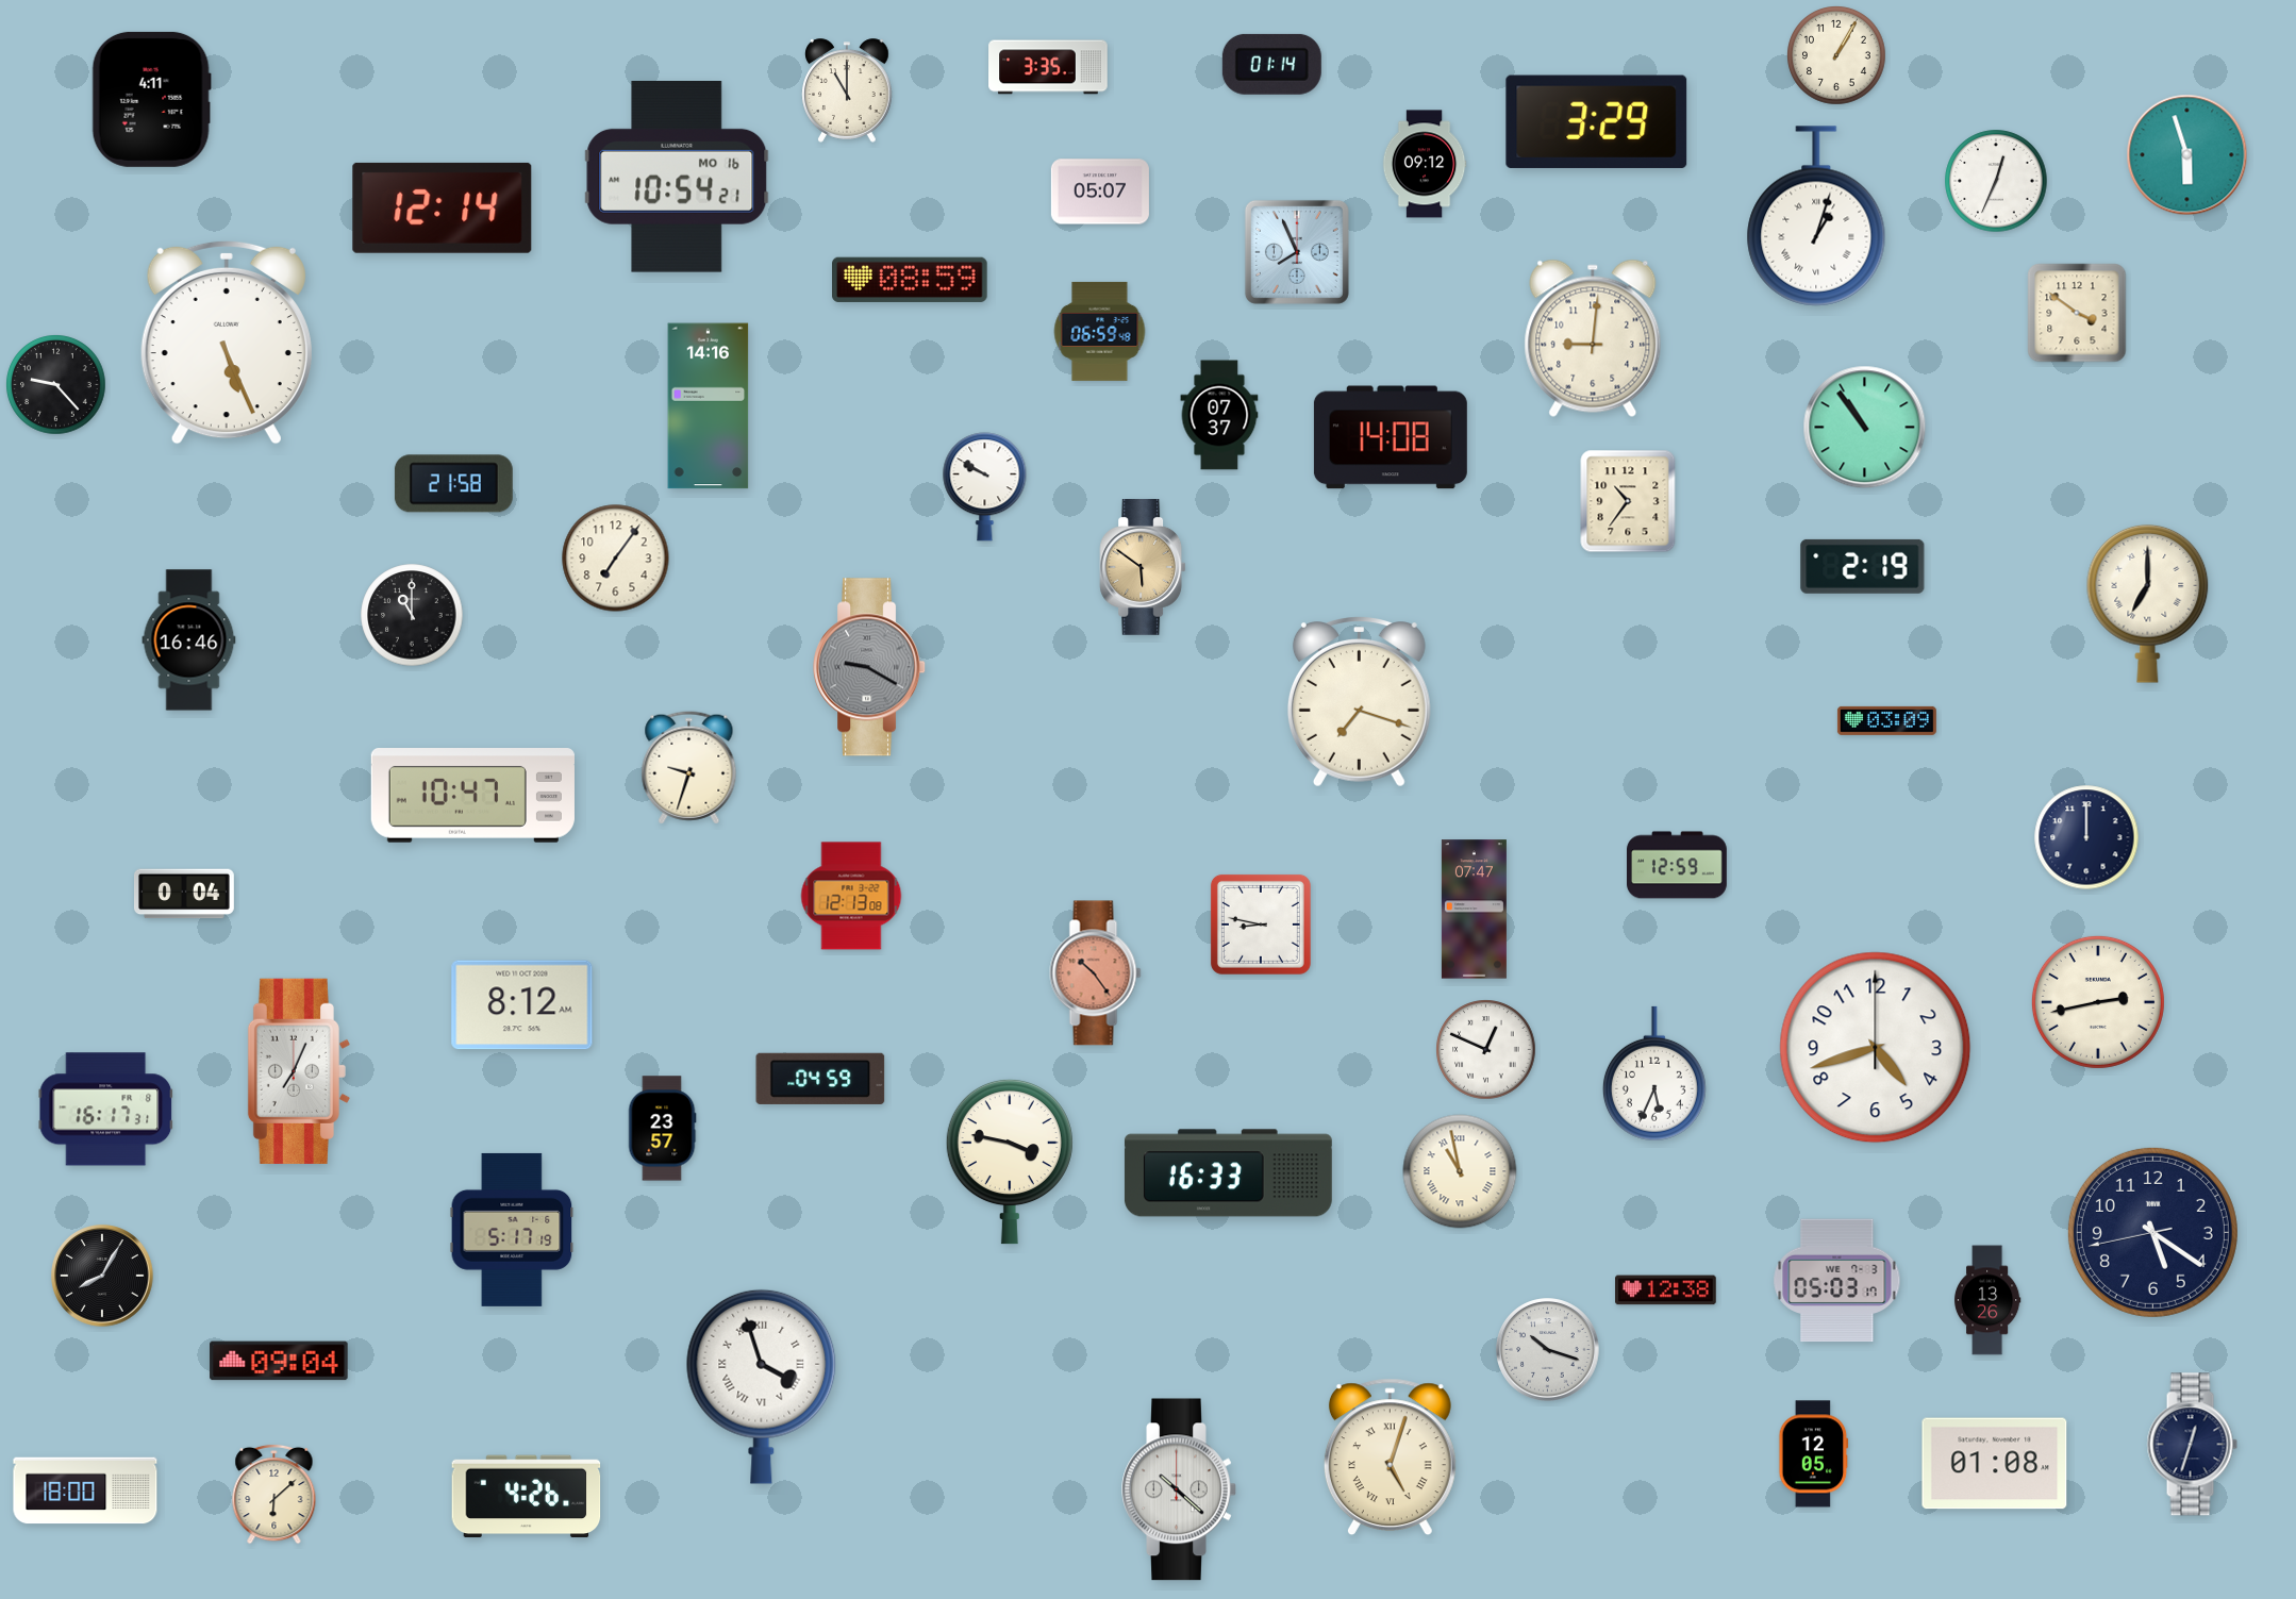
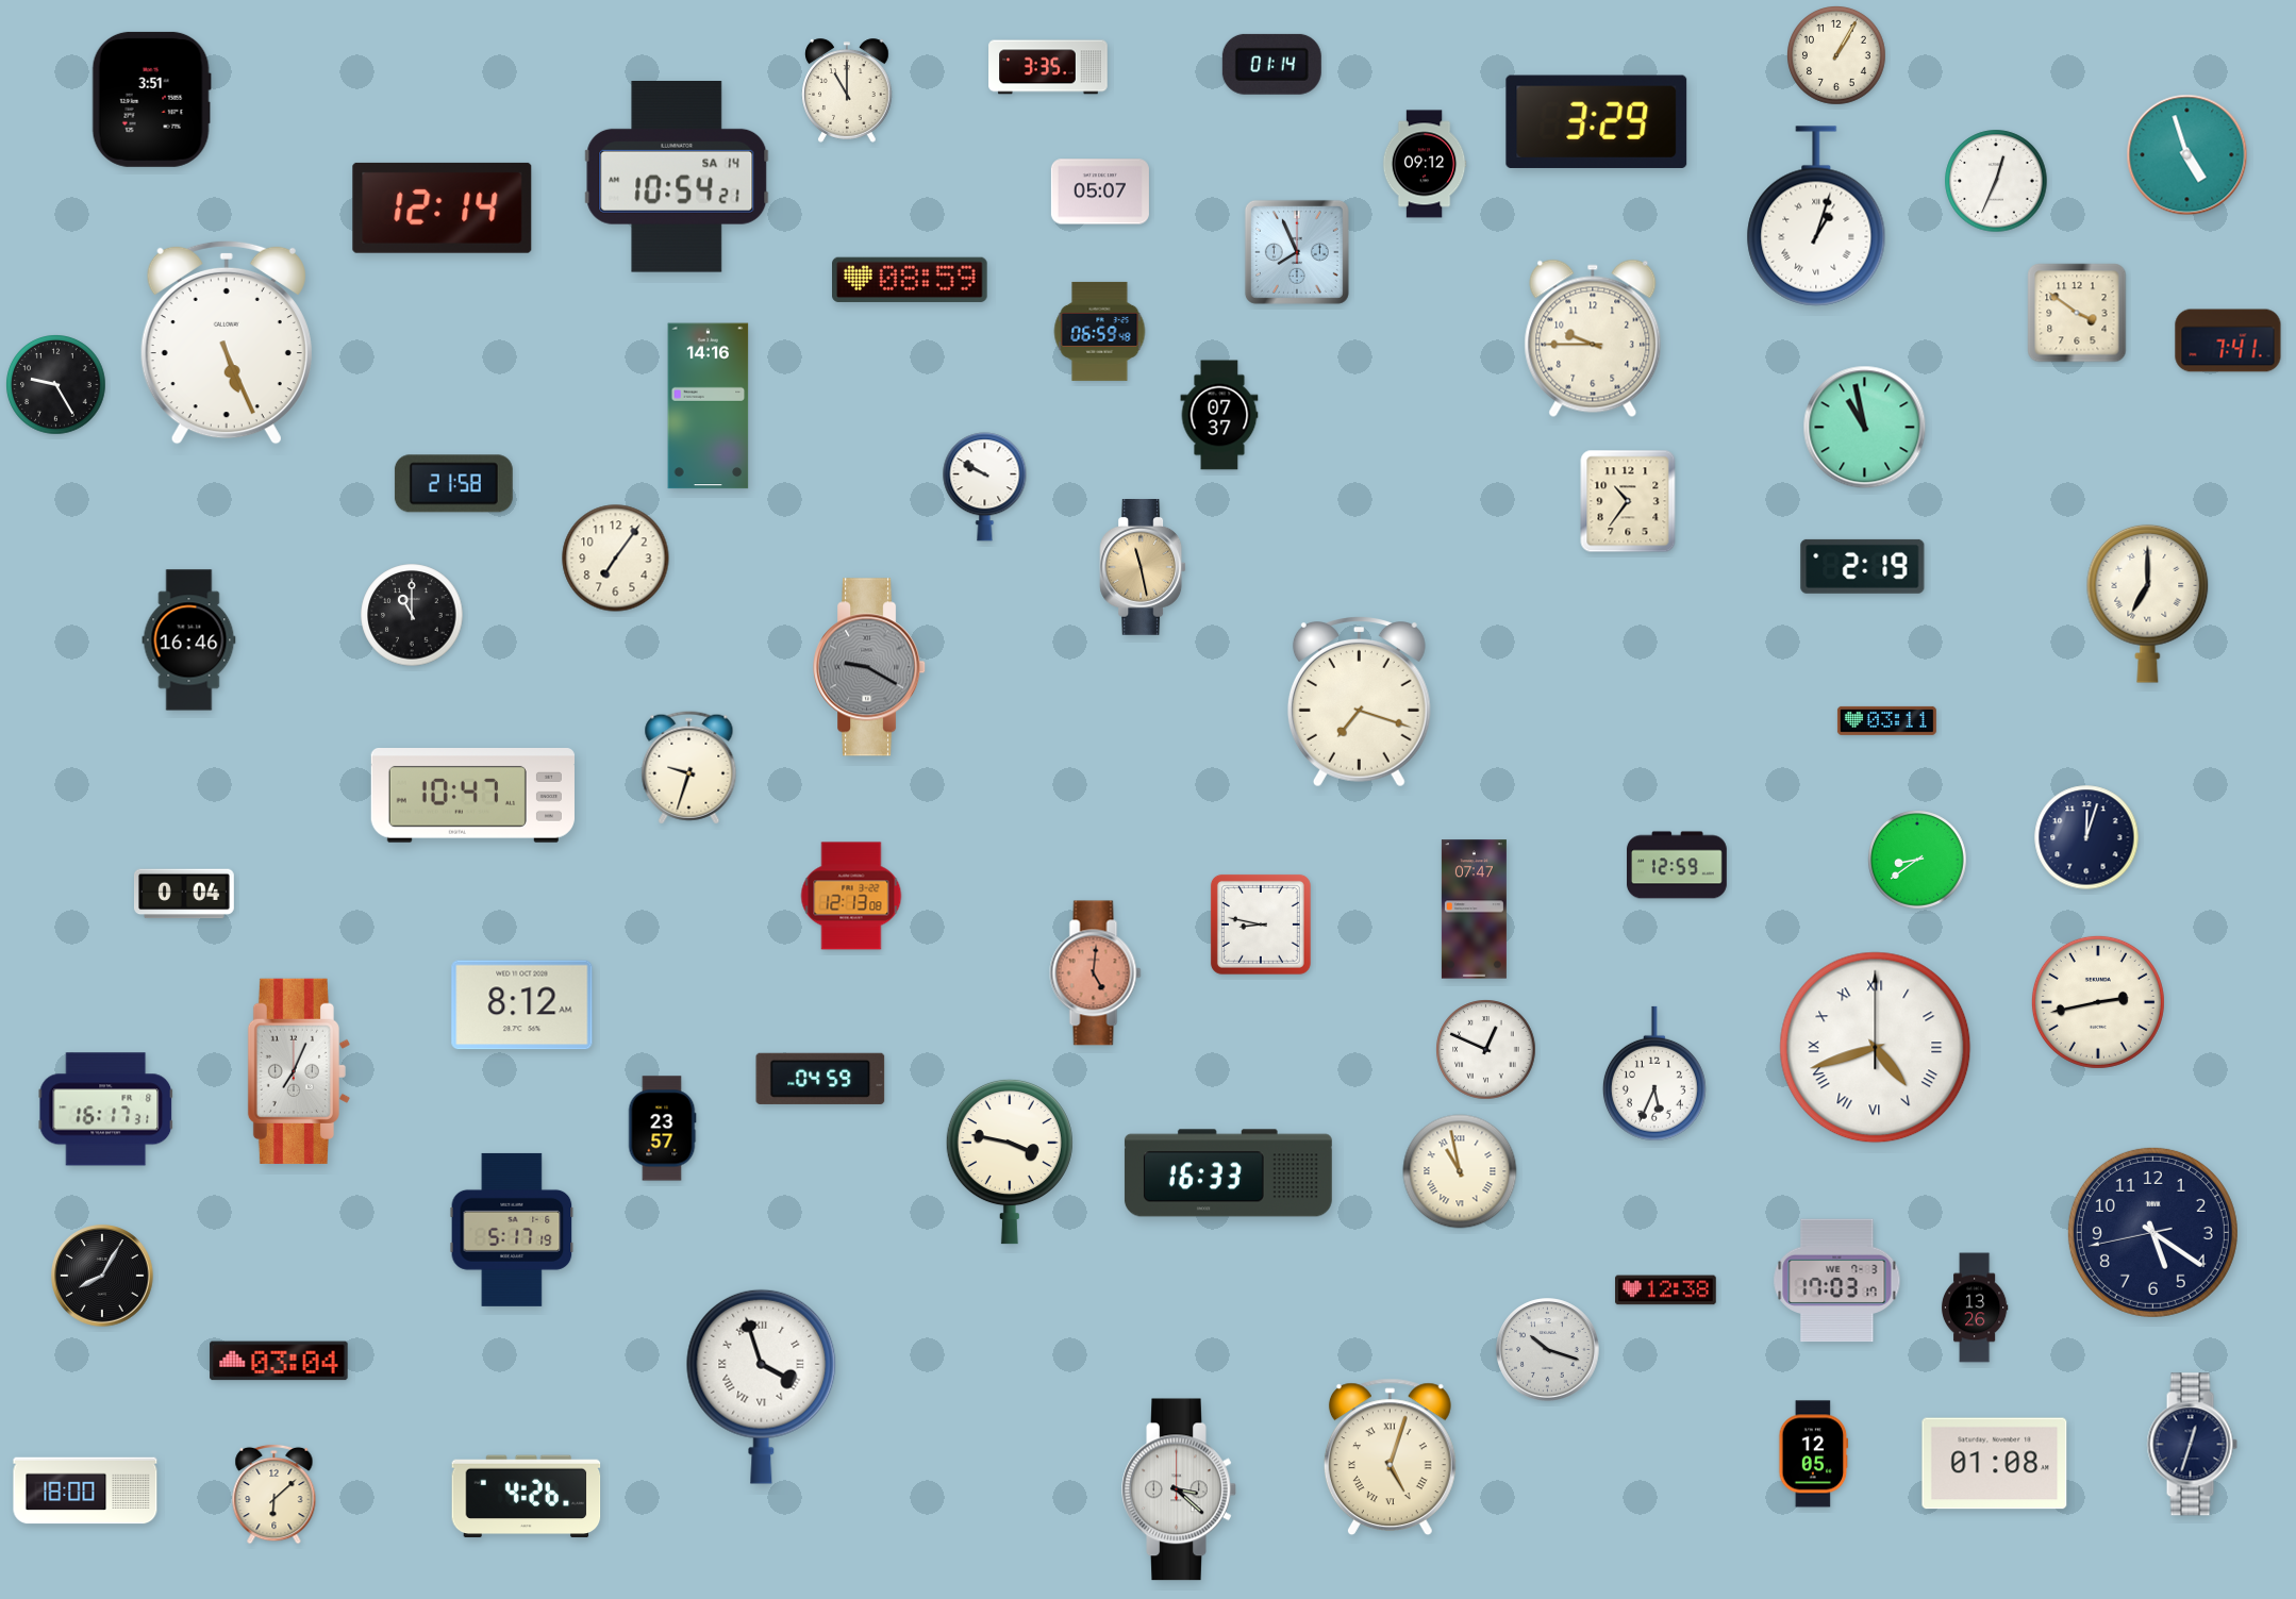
clock at (151, 99): 4:11 -> 3:51
clock at (2187, 155): 5:57 -> 4:57
clock at (677, 178) date: MO 16 -> SA 14
clock at (1593, 338): 9:01 -> 9:45
clock at (2228, 340): none -> 7:41
clock at (56, 385): 9:23 -> 9:25
clock at (1865, 428): 10:54 -> 10:58
clock at (1391, 437): 14:08 -> none
clock at (1143, 568): 5:51 -> 11:28
clock at (1886, 720): 03:09 -> 03:11
clock at (2086, 837): 12:00 -> 12:03
clock at (1917, 860): none -> 8:39
clock at (1096, 973): 10:24 -> 5:01
clock at (1876, 1048) numerals: Arabic -> Roman
clock at (1837, 1281): 05:03 -> 17:03
clock at (1987, 1300) position: (1987, 1300) -> (1975, 1307)
clock at (279, 1361): 09:04 -> 03:04
clock at (1179, 1489): 10:22 -> 3:22
